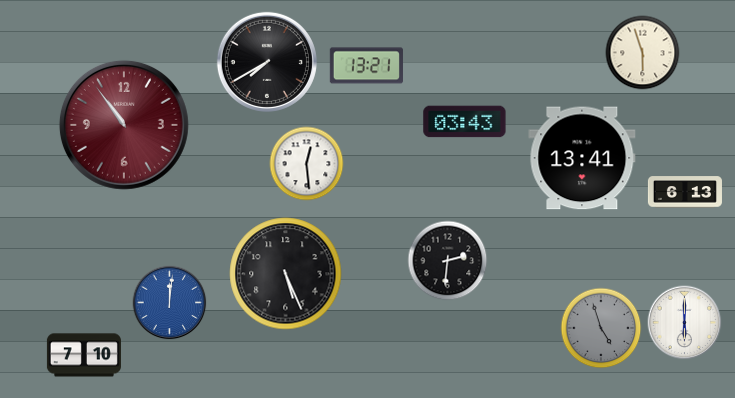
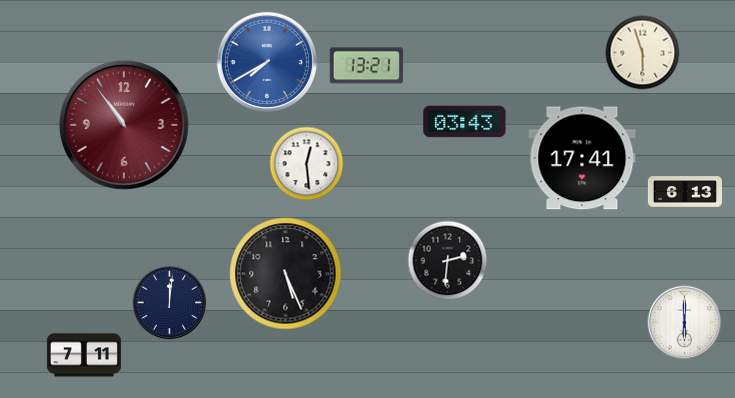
clock at (267, 62) dial: black -> blue
clock at (582, 158): 13:41 -> 17:41
clock at (170, 303) dial: blue -> navy
clock at (601, 328): 4:57 -> none
clock at (84, 355): 7:10 -> 7:11
